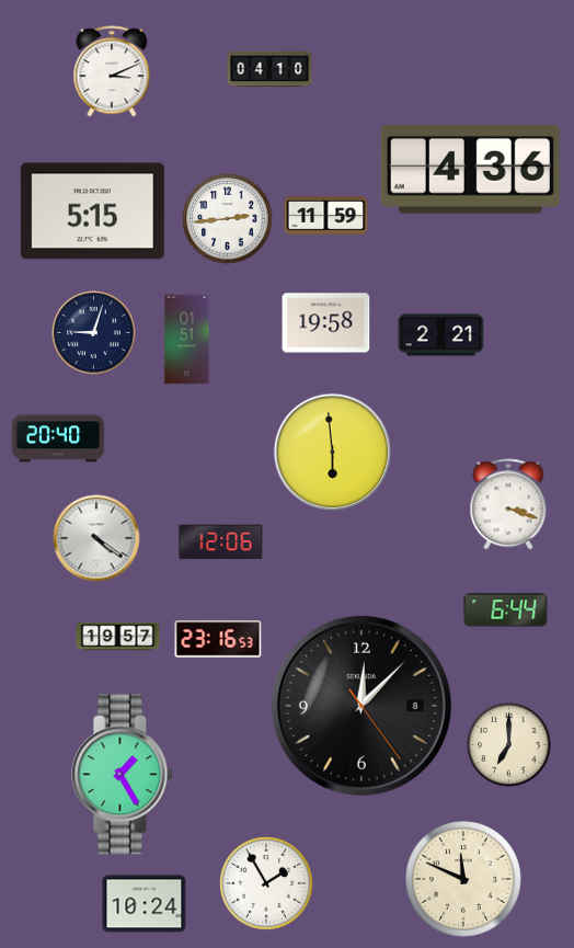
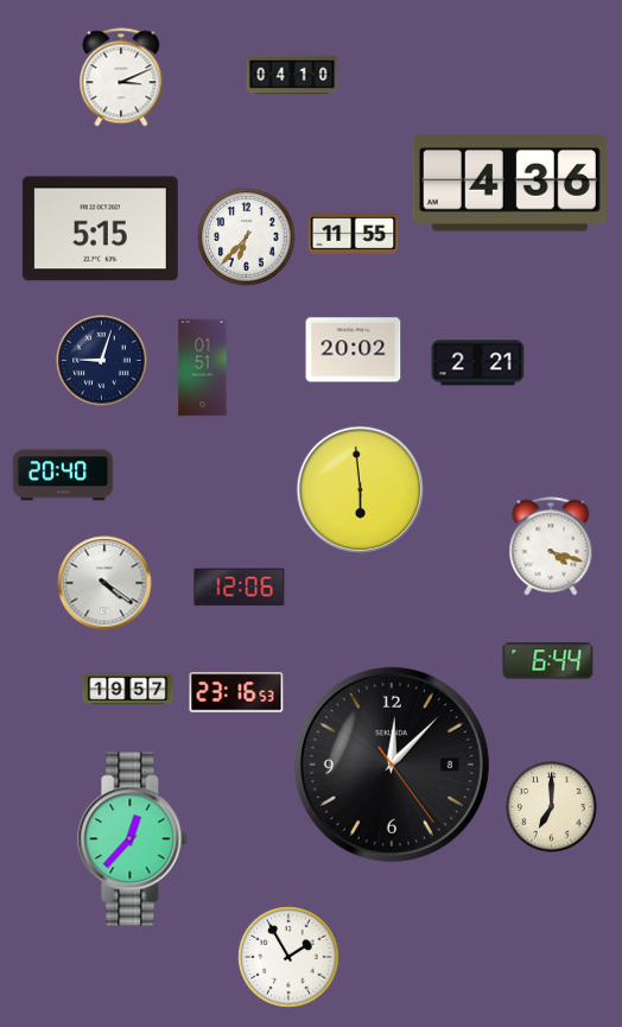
clock at (326, 216): 11:59 -> 11:55
clock at (228, 219): 2:44 -> 6:37
clock at (326, 323): 19:58 -> 20:02
clock at (508, 504): 3:18 -> 4:18
clock at (123, 775): 1:25 -> 12:37
clock at (464, 880): 11:49 -> none
clock at (145, 904): 10:24 -> none
